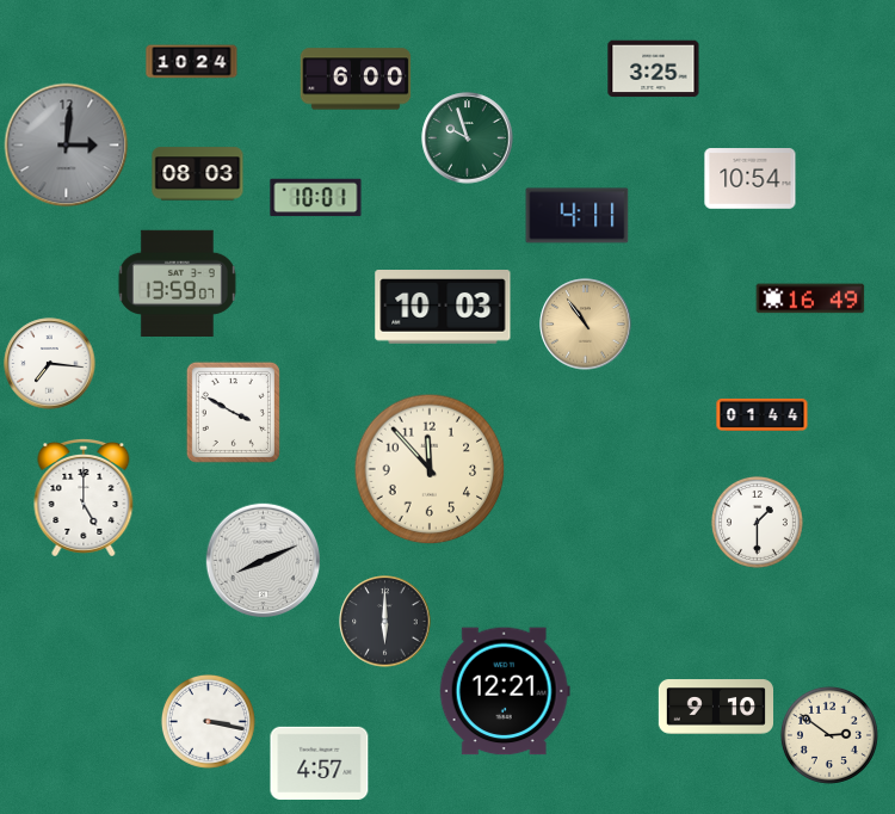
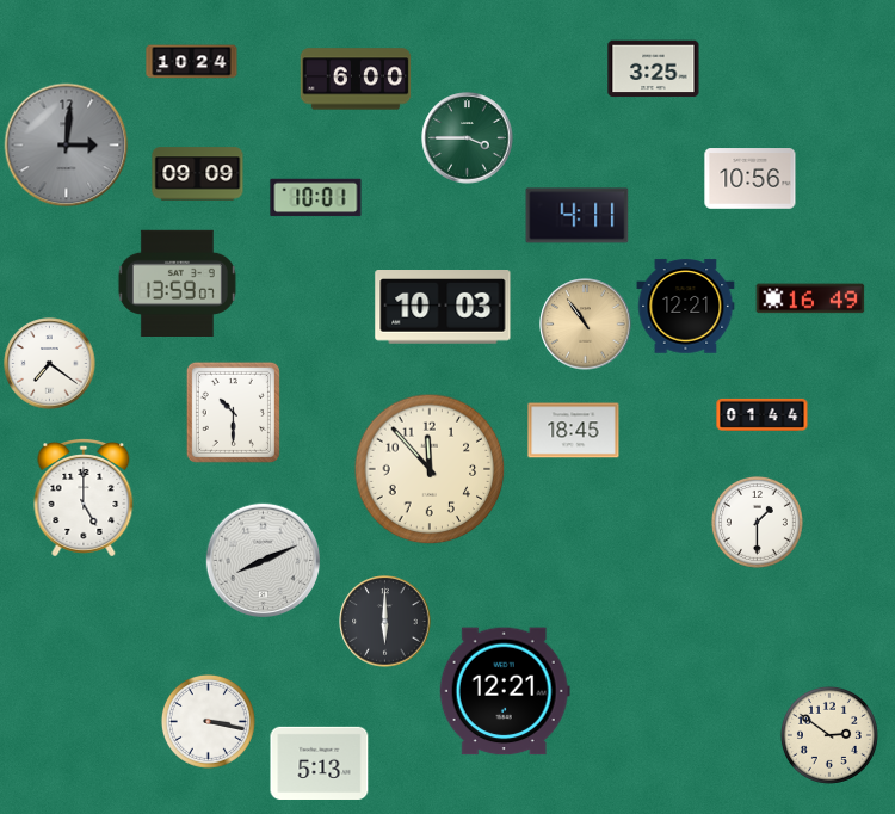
clock at (468, 138): 9:57 -> 3:45
clock at (198, 174): 08:03 -> 09:09
clock at (751, 179): 10:54 -> 10:56
clock at (686, 307): none -> 12:21
clock at (50, 364): 7:16 -> 7:21
clock at (233, 412): 3:50 -> 10:30
clock at (574, 431): none -> 18:45
clock at (715, 707): 9:10 -> none
clock at (320, 763): 4:57 -> 5:13
